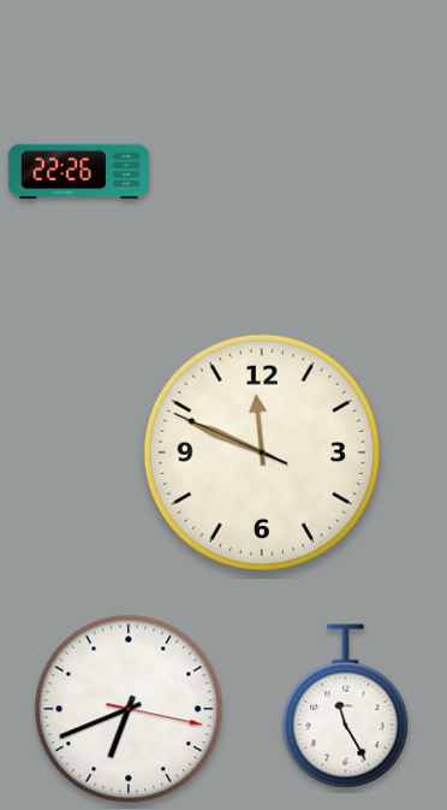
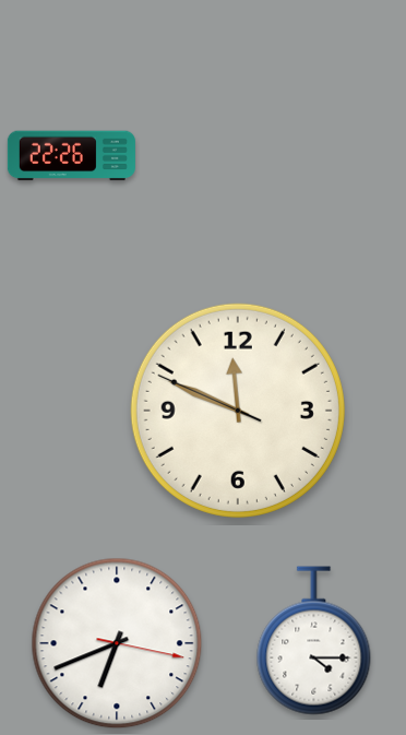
clock at (346, 706): 11:25 -> 4:15
